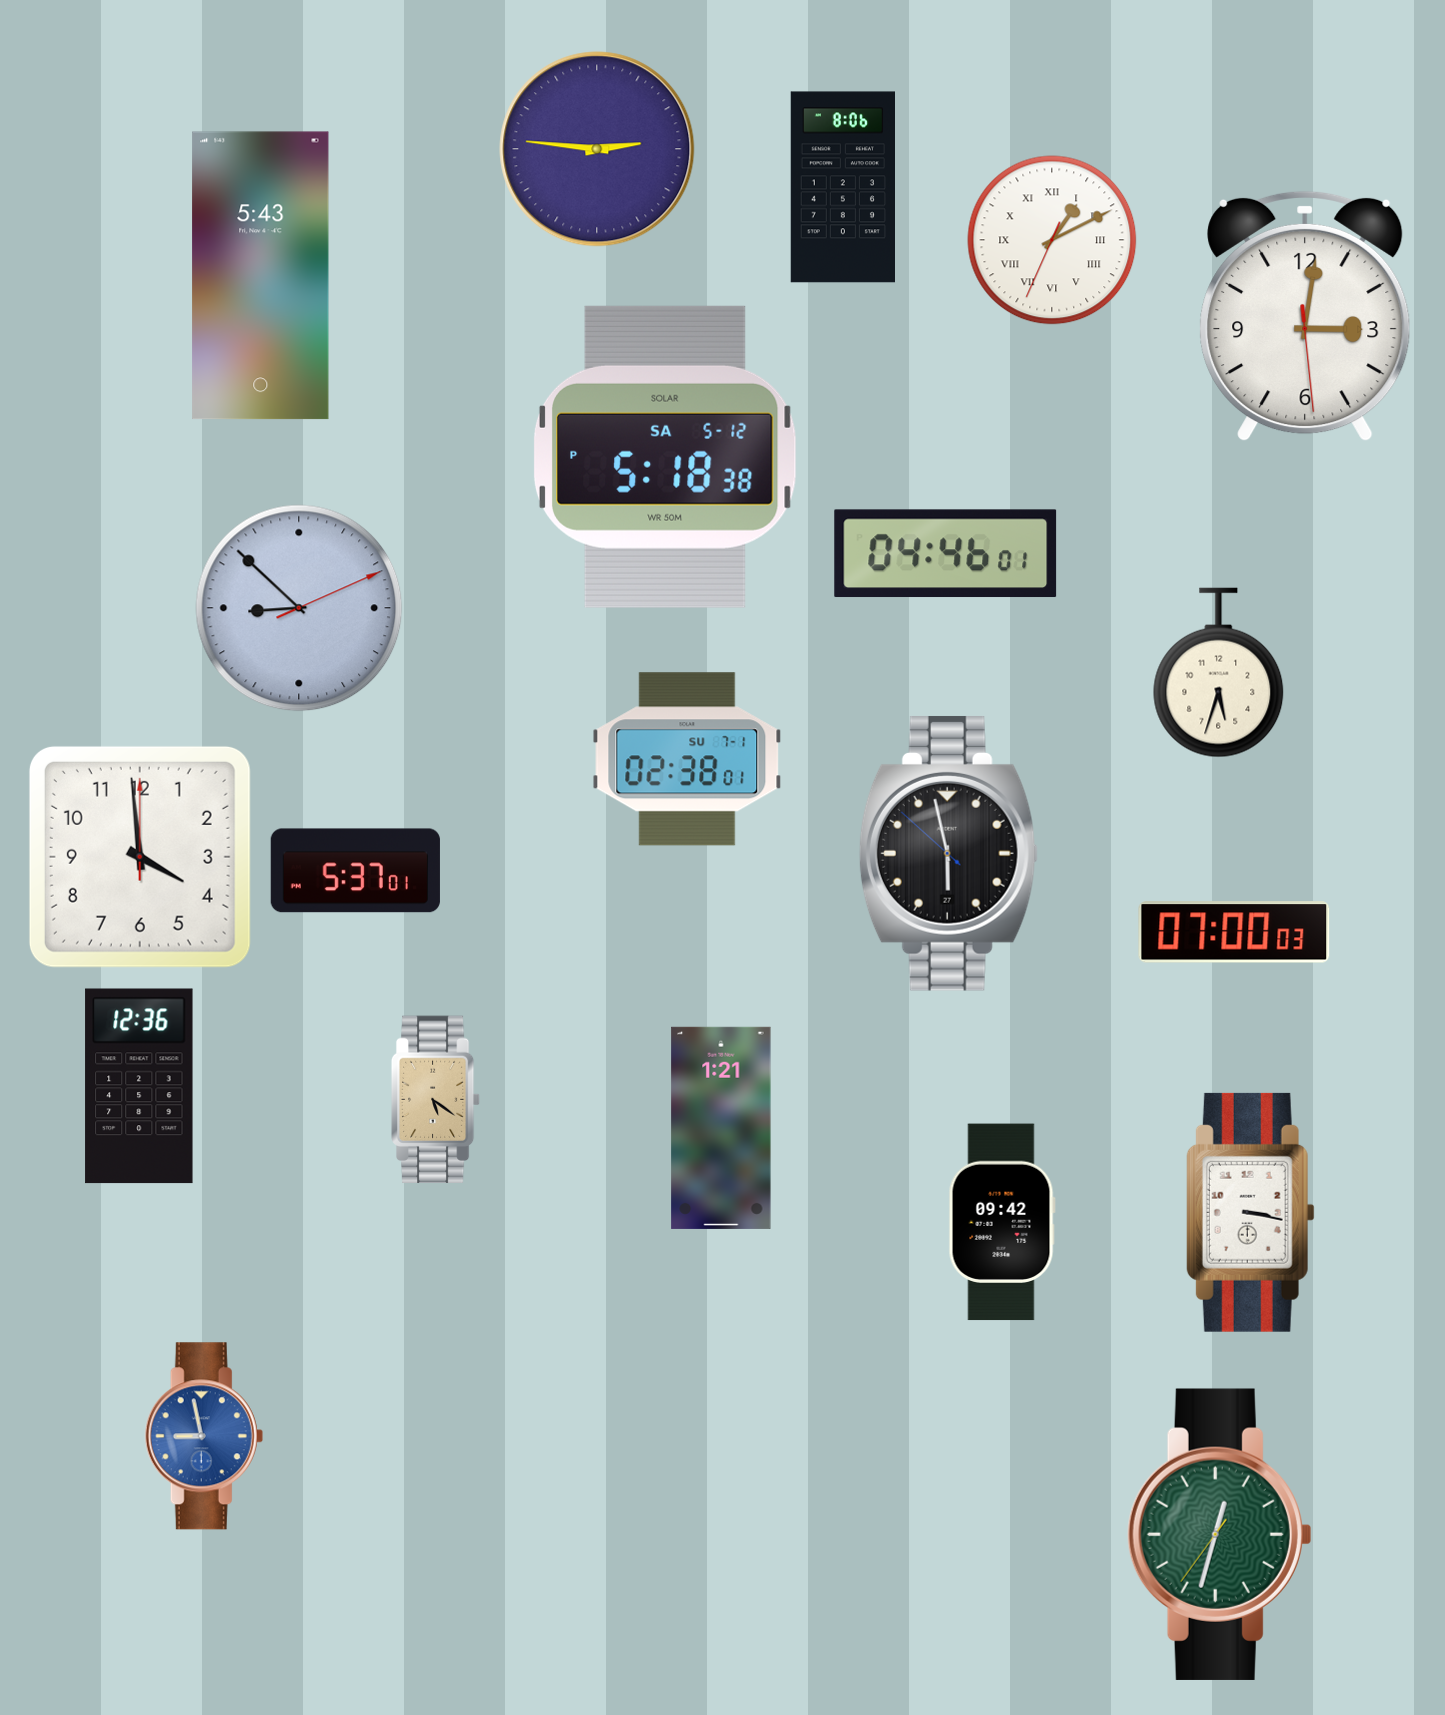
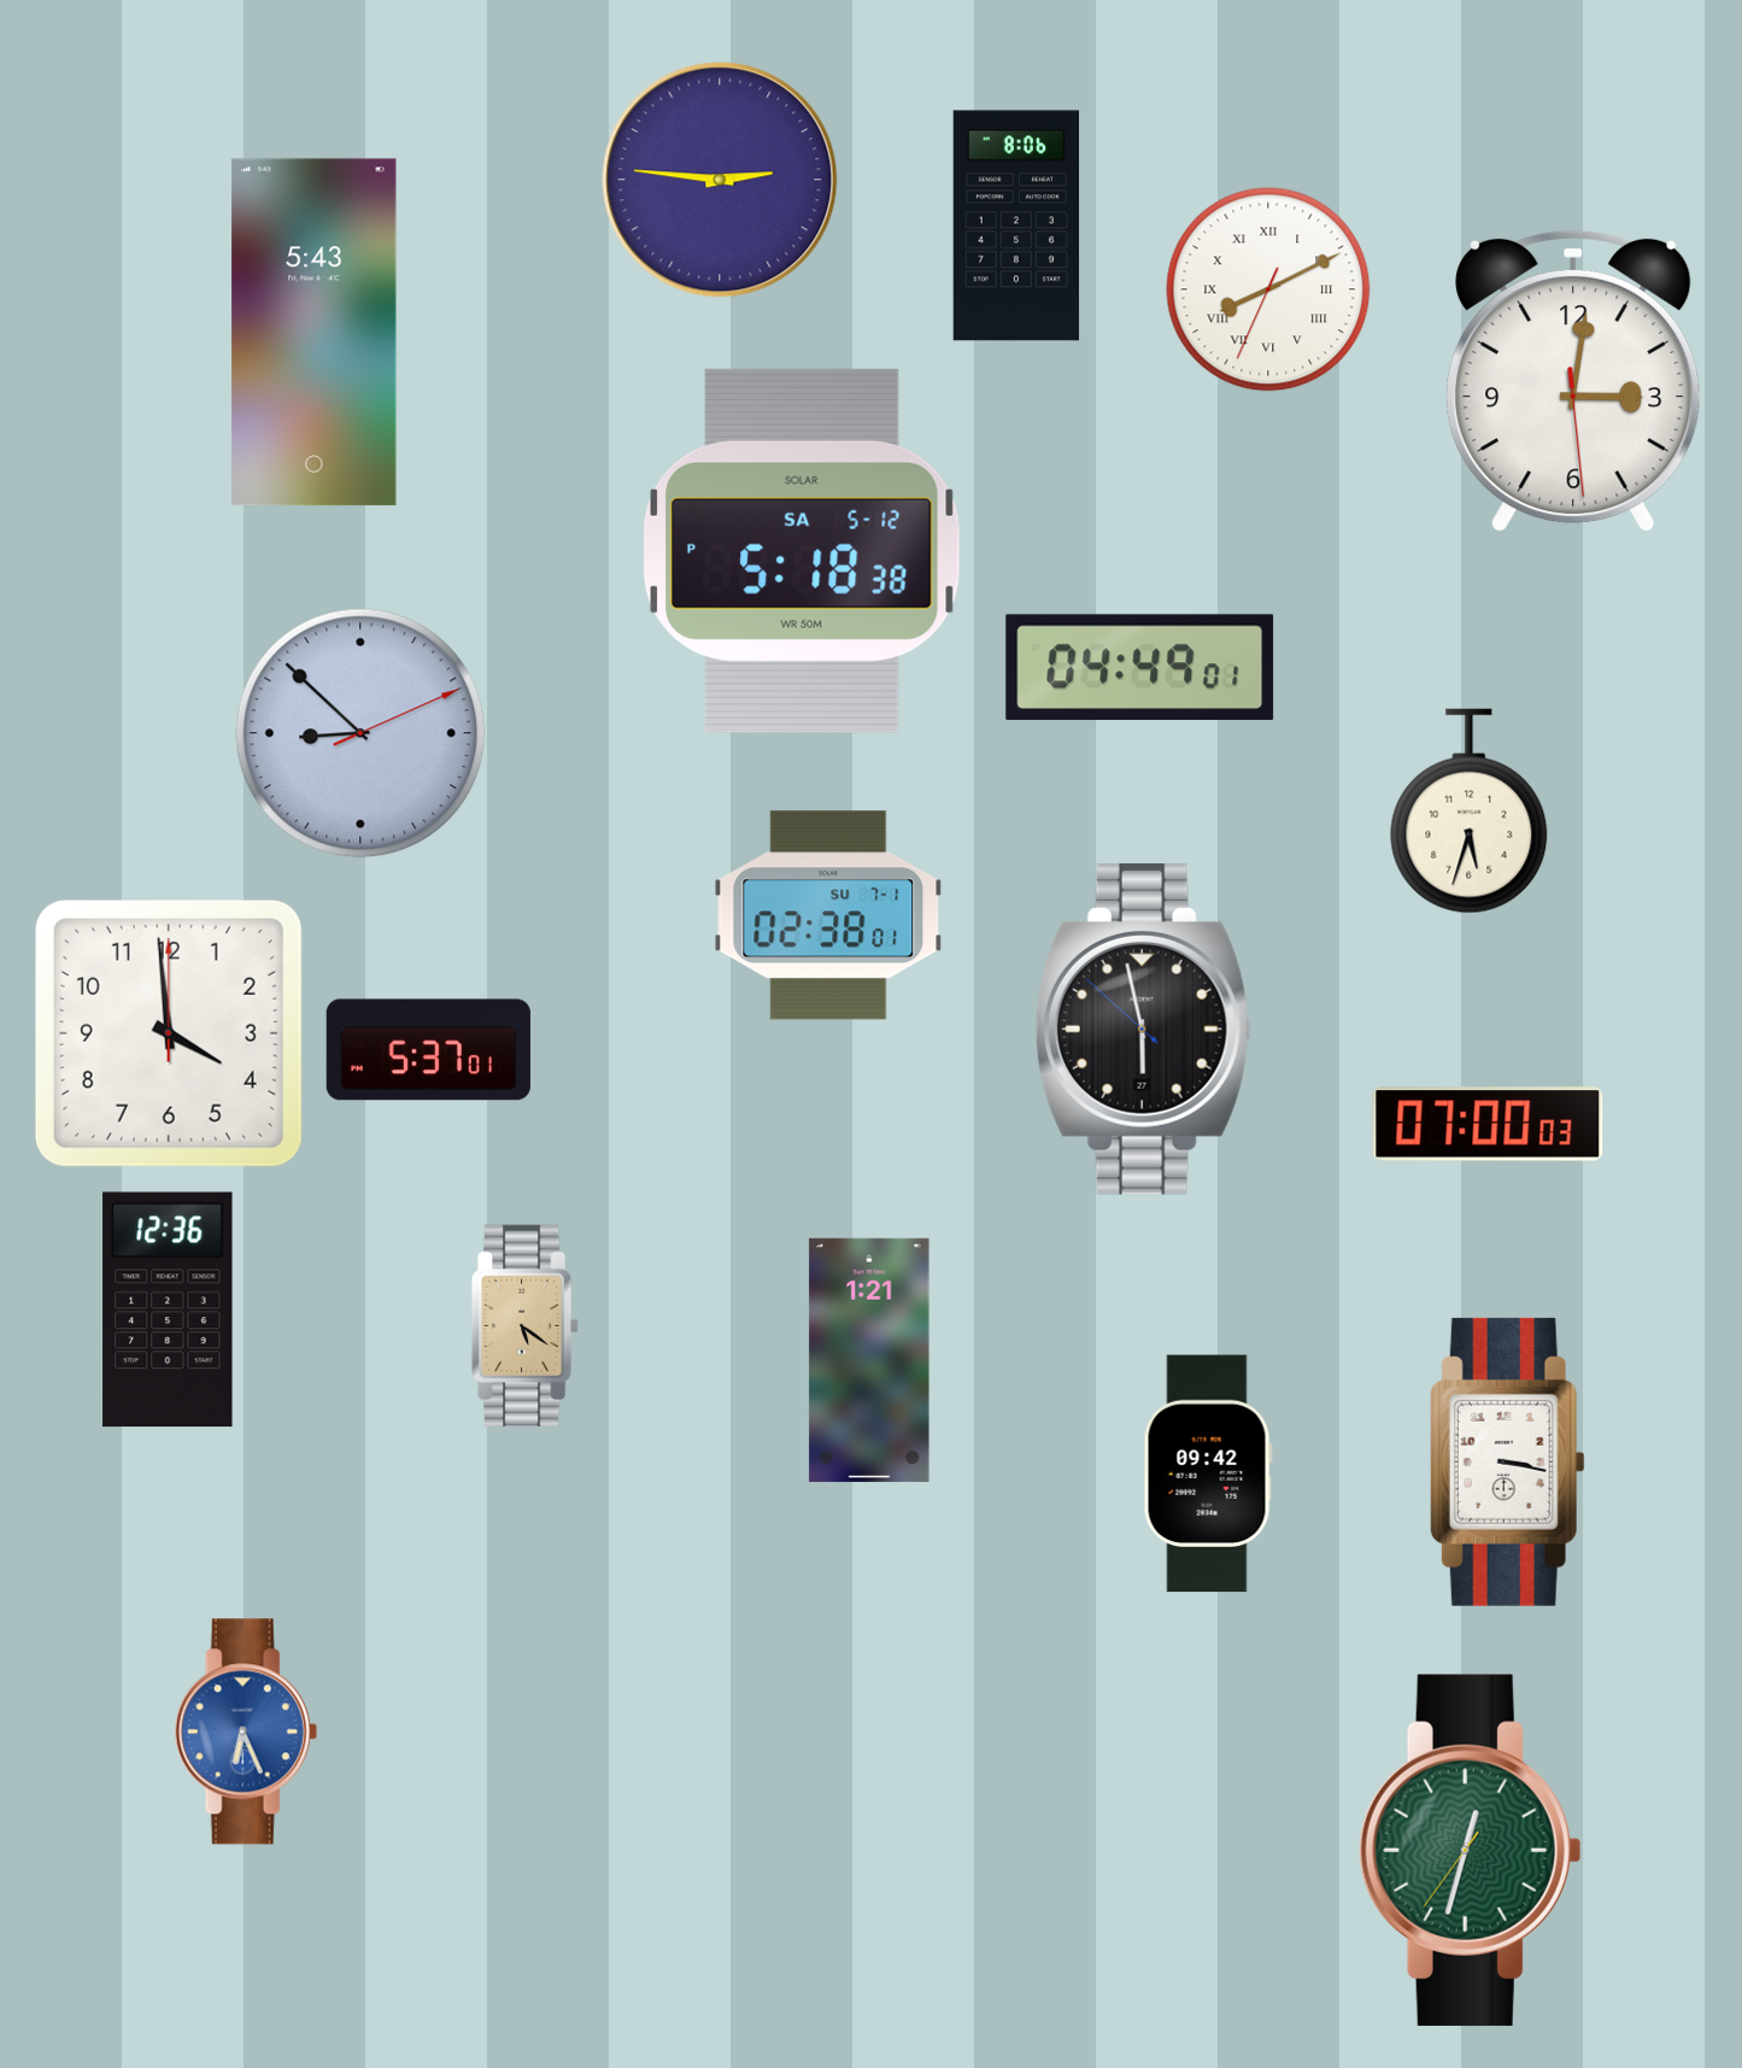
clock at (1052, 240): 1:10 -> 8:10
clock at (946, 554): 04:46 -> 04:49
clock at (204, 1436): 8:58 -> 6:26
